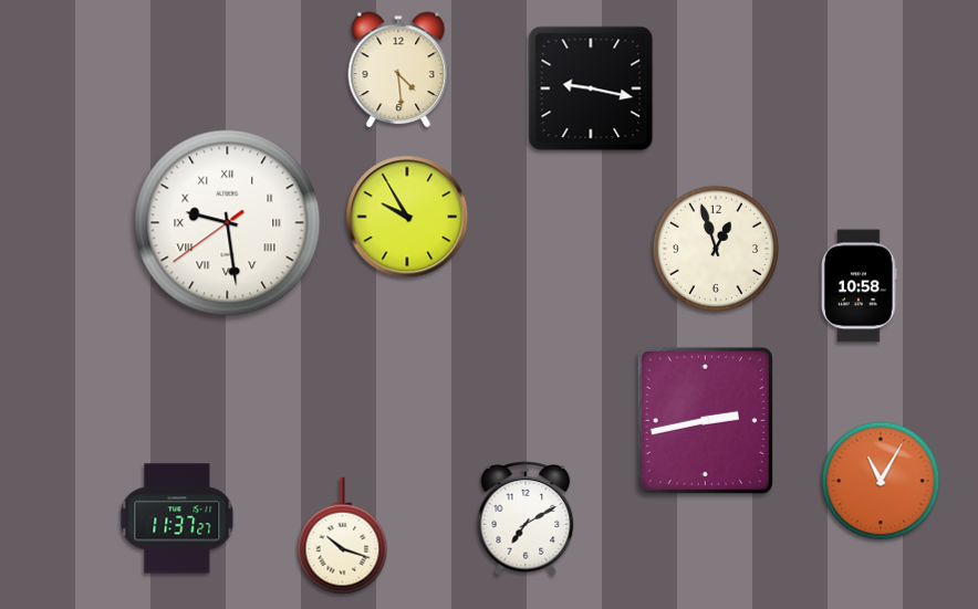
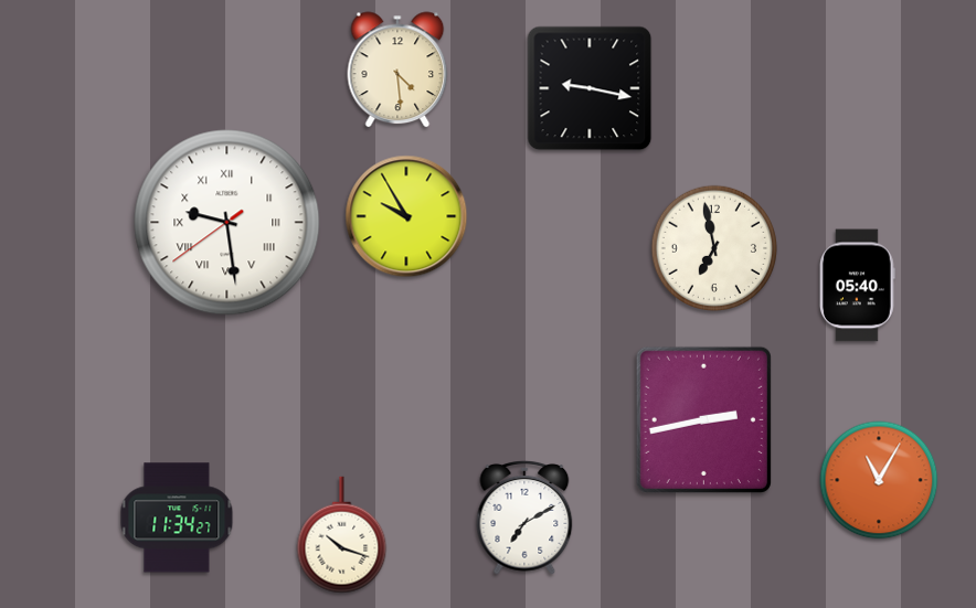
clock at (715, 248): 12:57 -> 6:58
clock at (859, 286): 10:58 -> 05:40
clock at (177, 518): 11:37 -> 11:34
